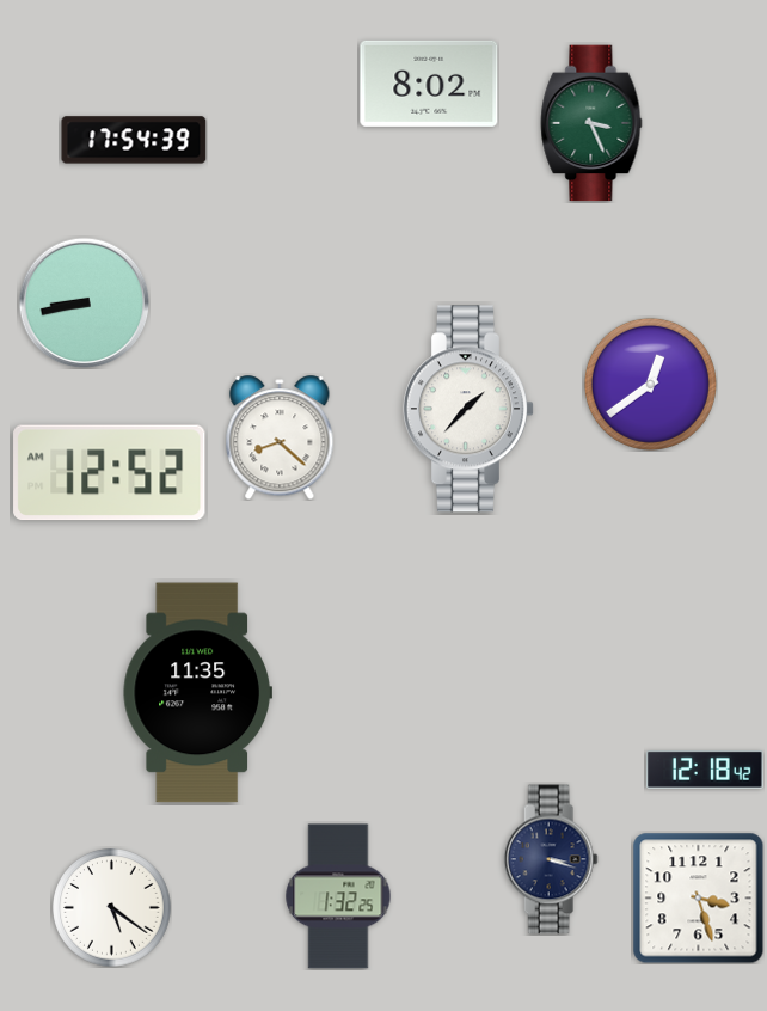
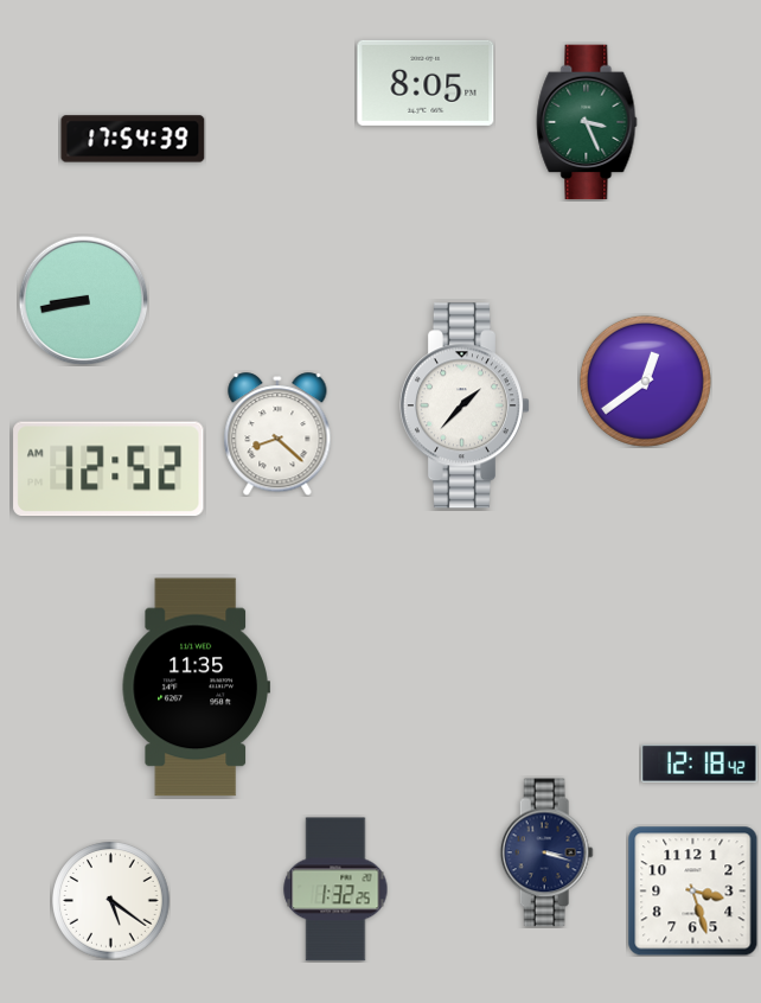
clock at (429, 84): 8:02 -> 8:05
